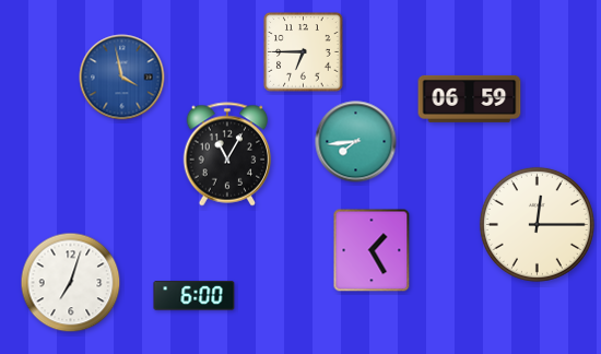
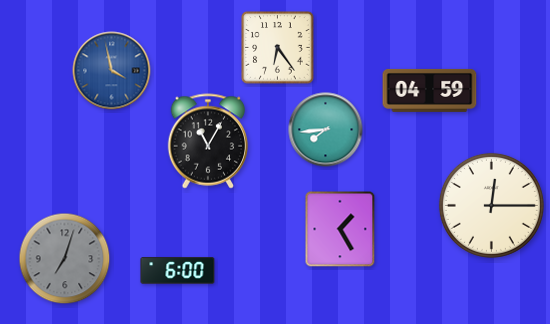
clock at (304, 52): 6:45 -> 6:24
clock at (470, 98): 06:59 -> 04:59
clock at (71, 283) dial: white -> grey
